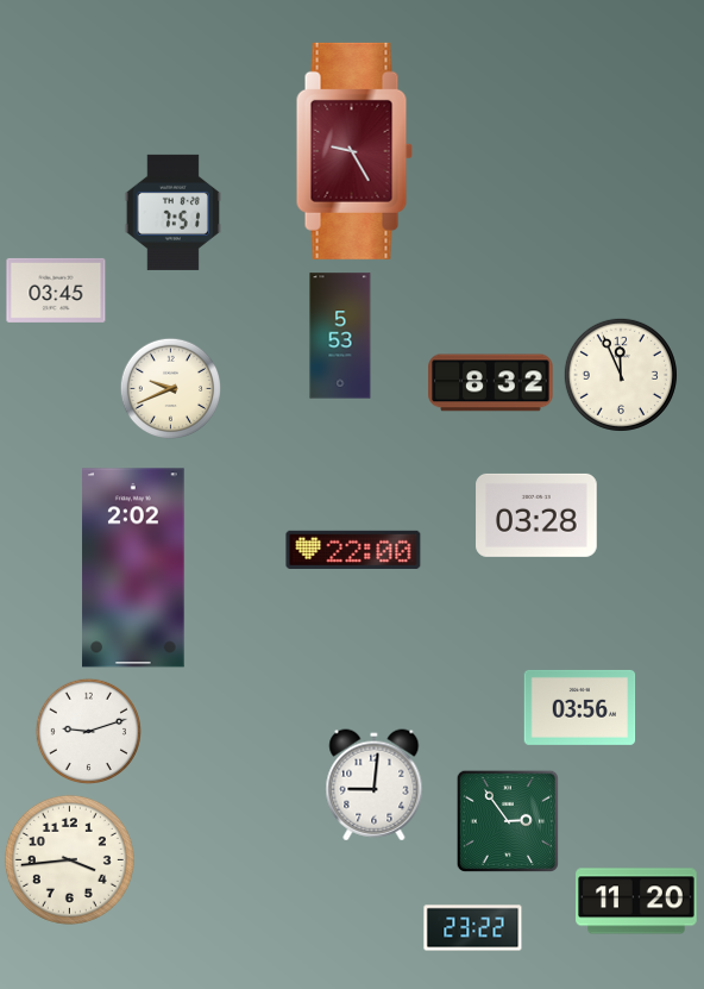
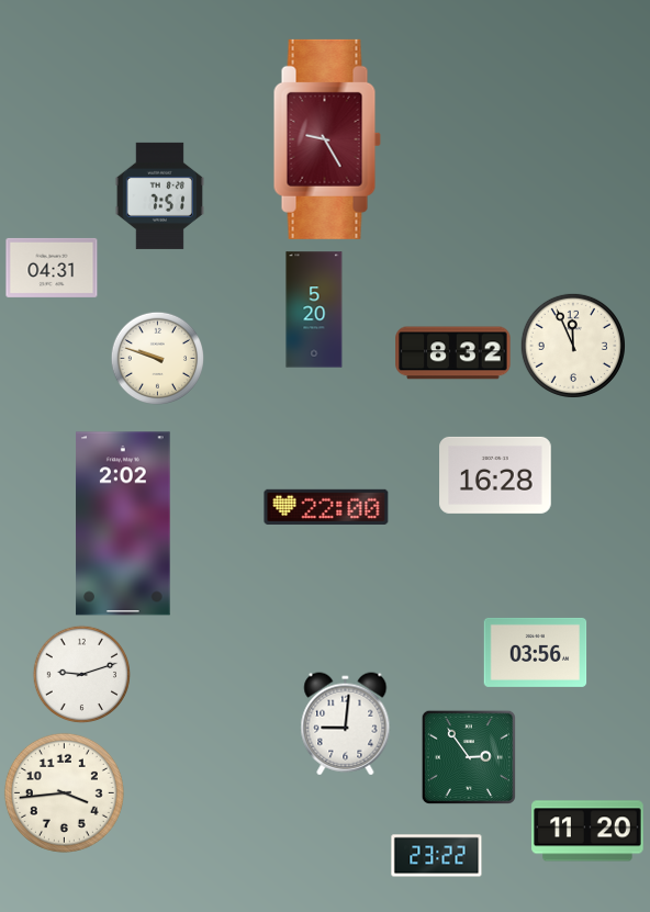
clock at (56, 290): 03:45 -> 04:31
clock at (340, 336): 5:53 -> 5:20
clock at (170, 388): 9:41 -> 9:48
clock at (536, 515): 03:28 -> 16:28
